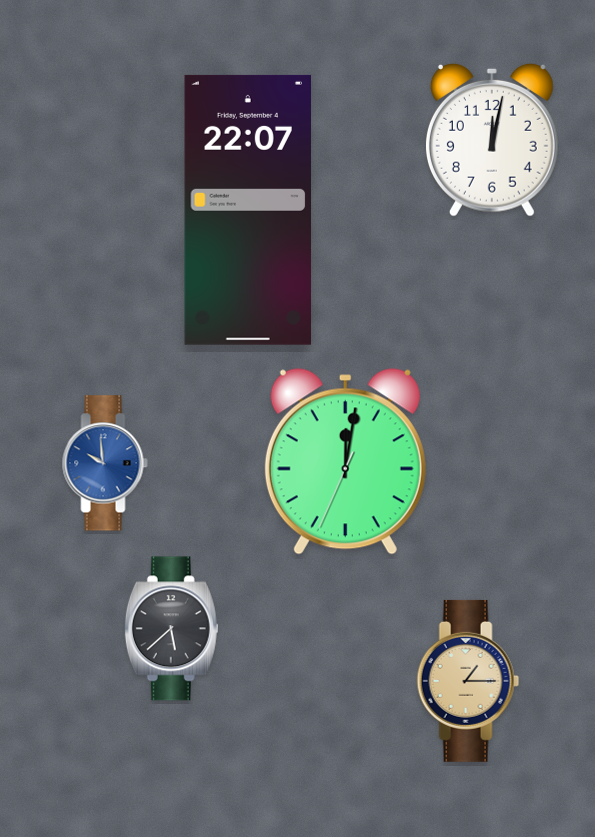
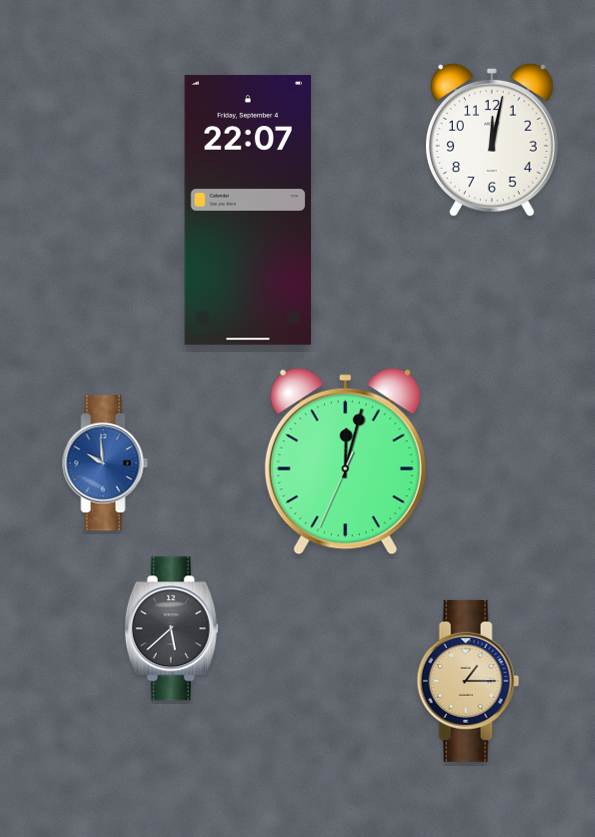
clock at (345, 462): 12:01 -> 12:02
